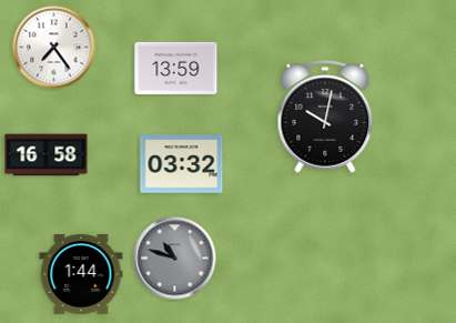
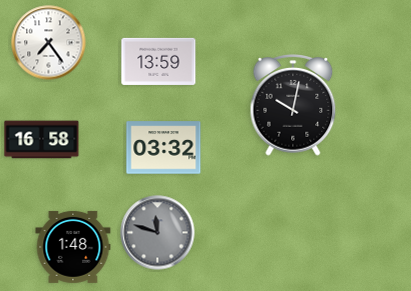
clock at (175, 259): 10:48 -> 11:48
clock at (81, 274): 1:44 -> 1:48
